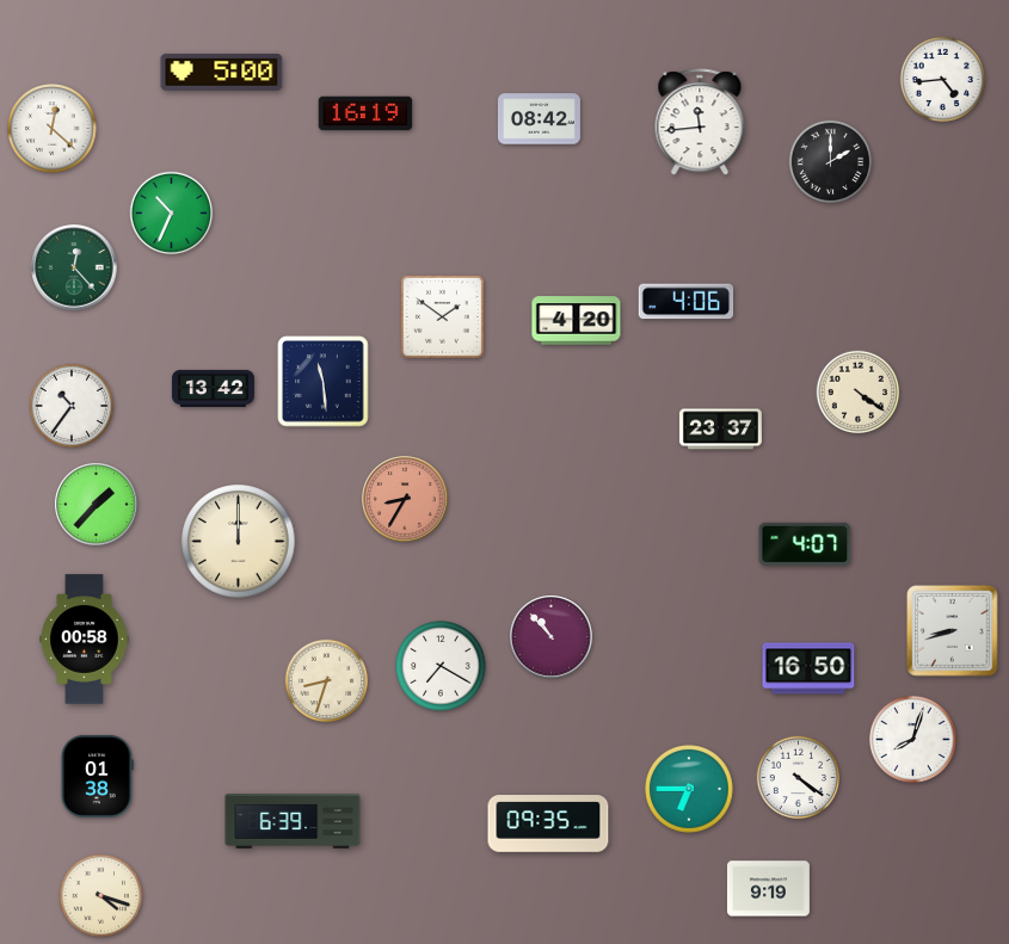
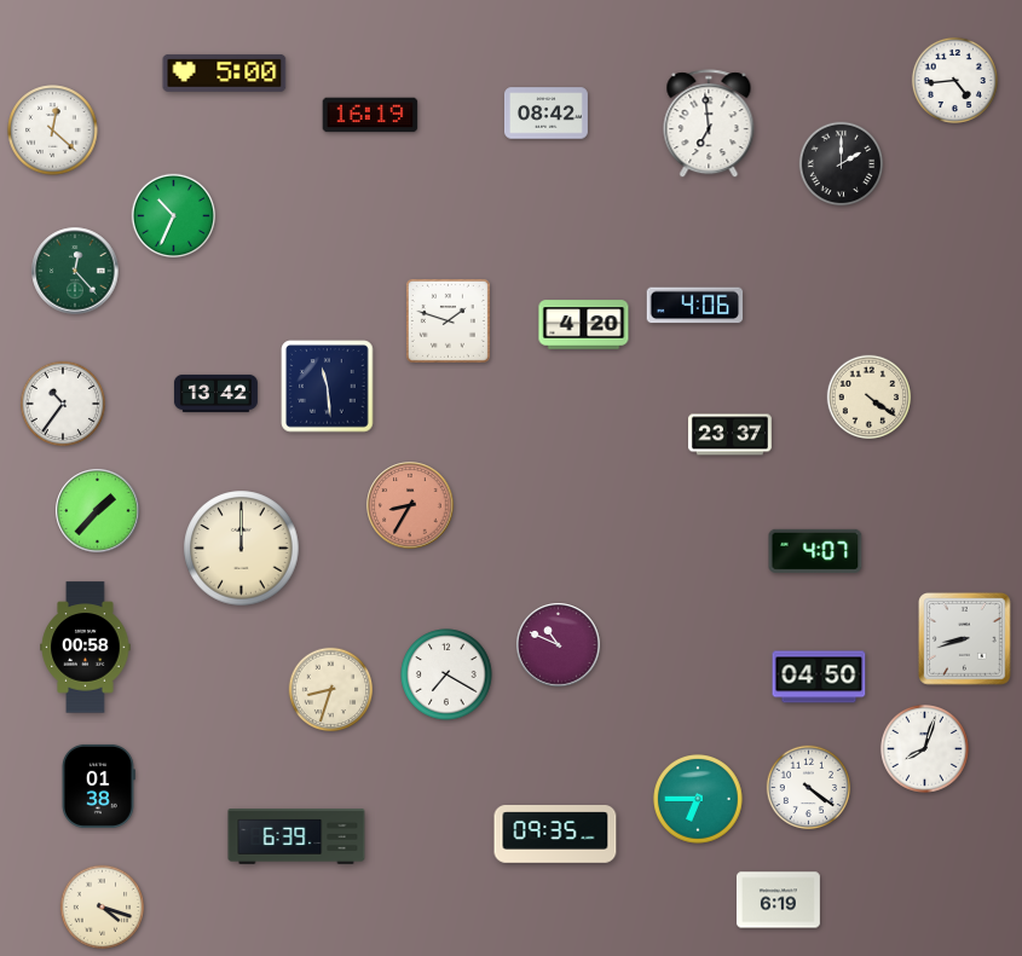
clock at (539, 119) position: (539, 119) -> (545, 114)
clock at (700, 123): 11:44 -> 6:59
clock at (442, 316): 1:51 -> 1:48
clock at (70, 405) position: (70, 405) -> (62, 402)
clock at (552, 637): 10:53 -> 10:49
clock at (808, 668): 16:50 -> 04:50
clock at (293, 821) position: (293, 821) -> (296, 836)
clock at (768, 889): 9:19 -> 6:19
